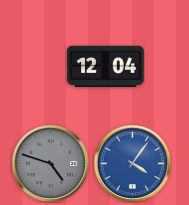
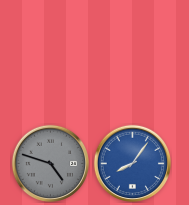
clock at (106, 67): 12:04 -> none
clock at (132, 163): 4:06 -> 8:06
